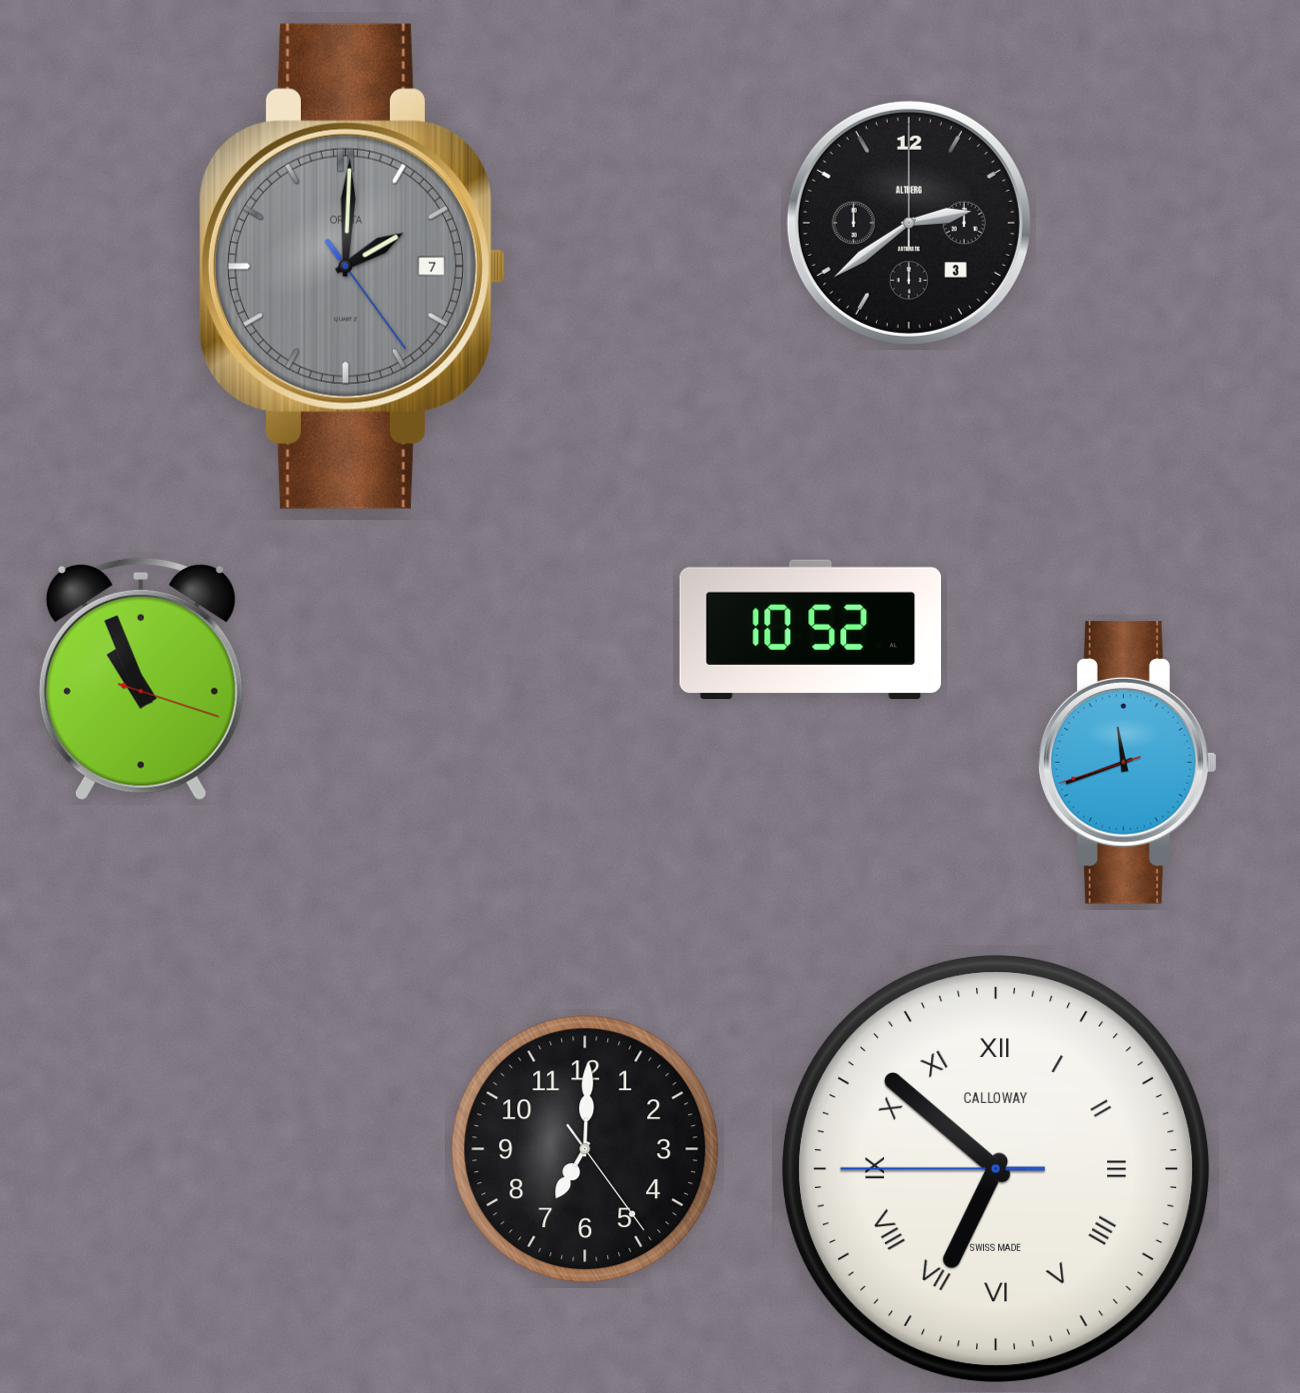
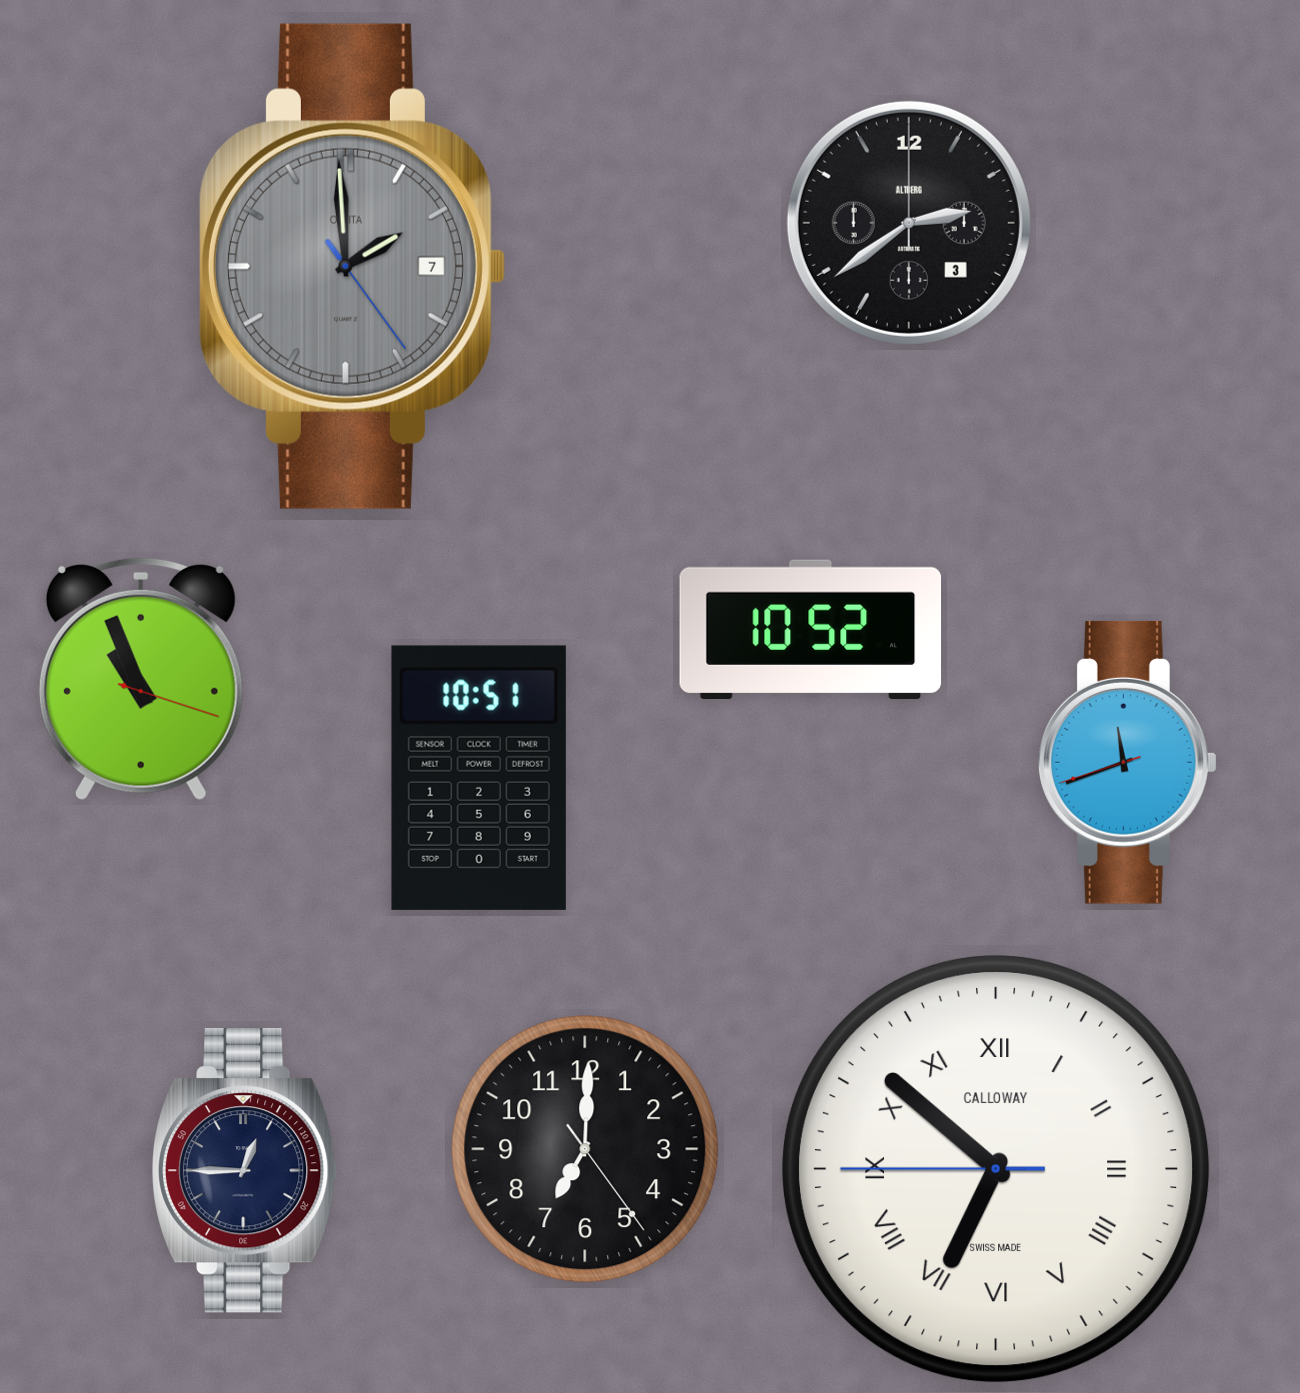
clock at (352, 266): 2:00 -> 1:59
clock at (479, 778): none -> 10:51
clock at (245, 1171): none -> 12:45
